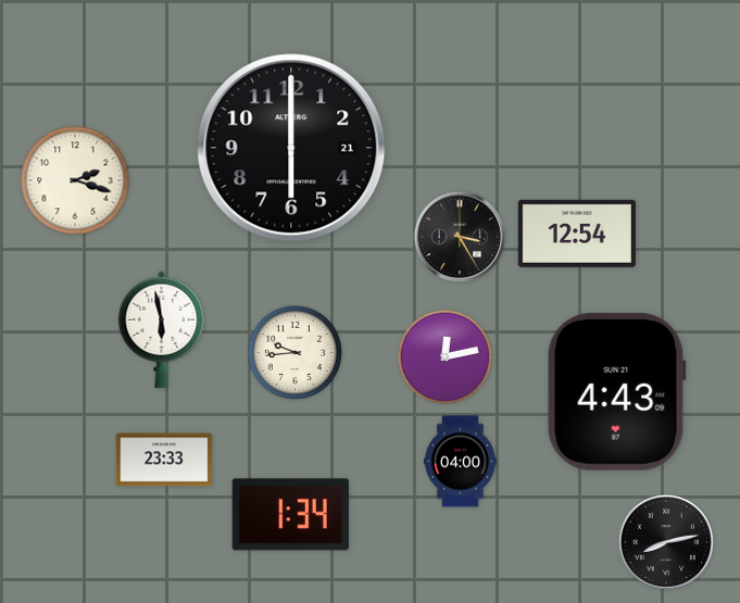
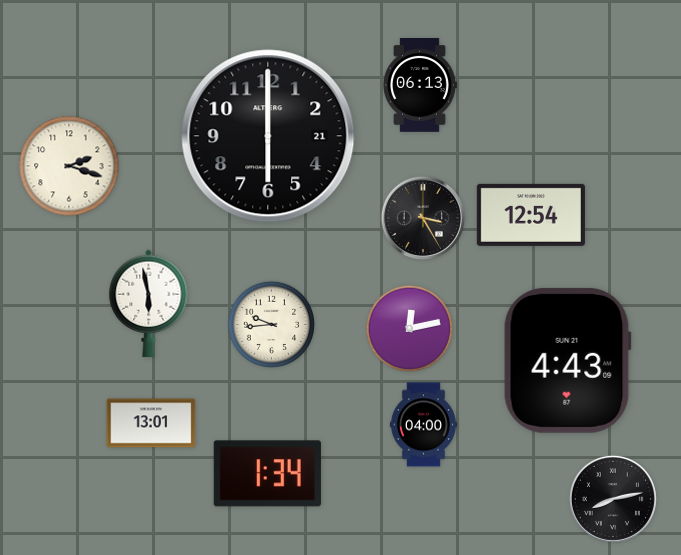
clock at (420, 86): none -> 06:13
clock at (164, 460): 23:33 -> 13:01
